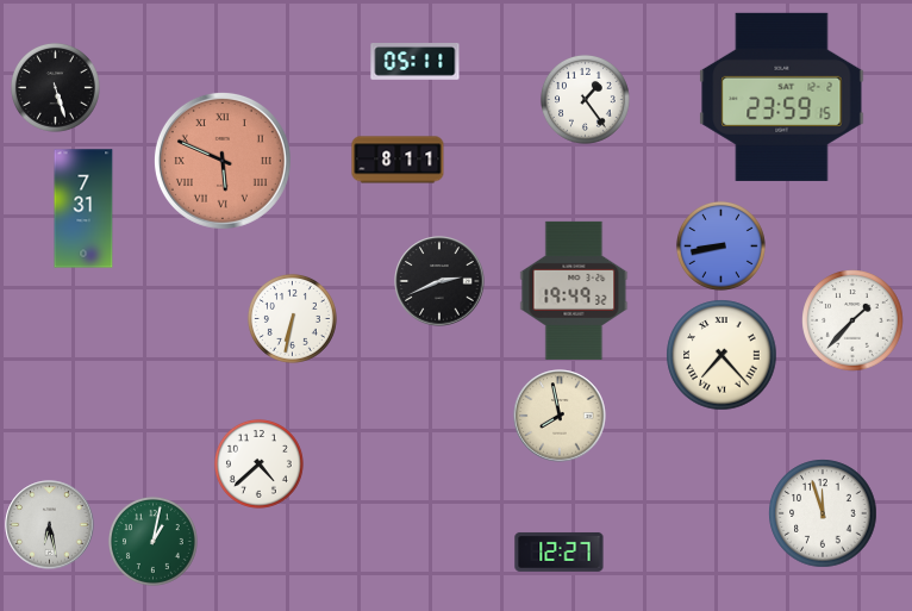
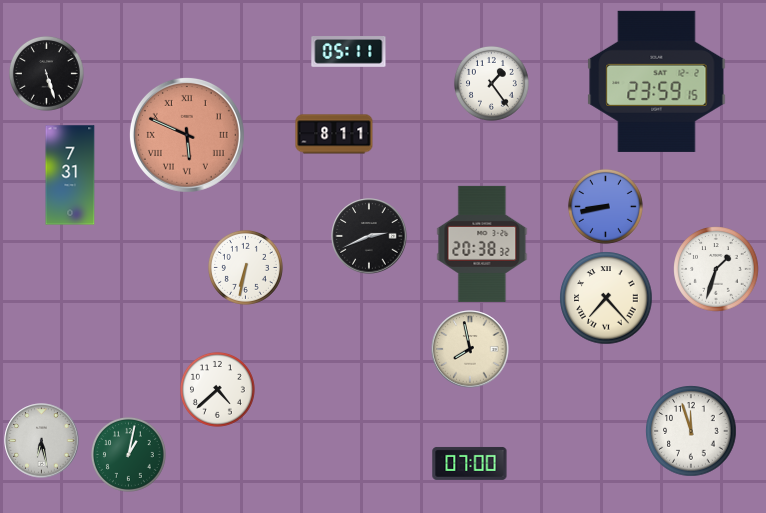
clock at (574, 291): 19:49 -> 20:38
clock at (852, 320): 1:37 -> 1:33
clock at (560, 551): 12:27 -> 07:00
